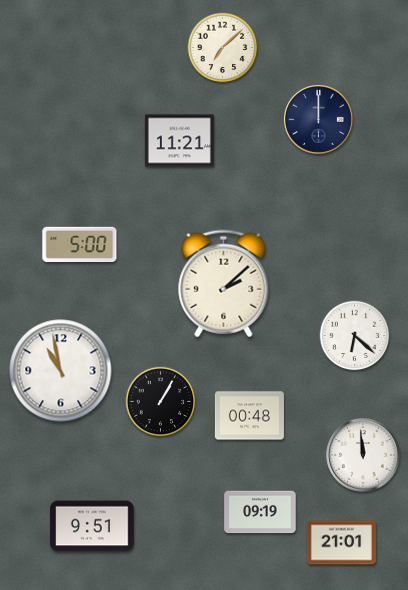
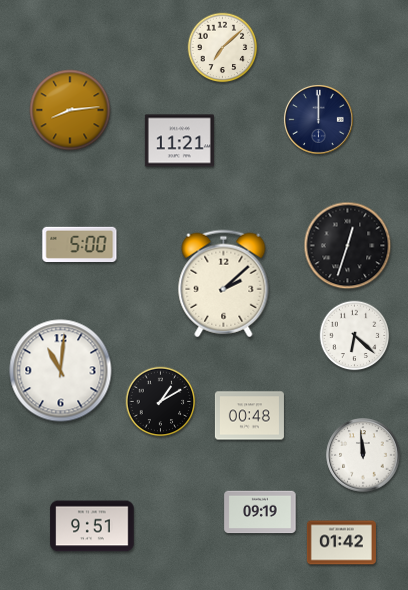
clock at (70, 110): none -> 8:14
clock at (348, 246): none -> 12:33
clock at (61, 371): 10:58 -> 11:01
clock at (161, 402): 1:05 -> 1:10
clock at (341, 543): 21:01 -> 01:42
